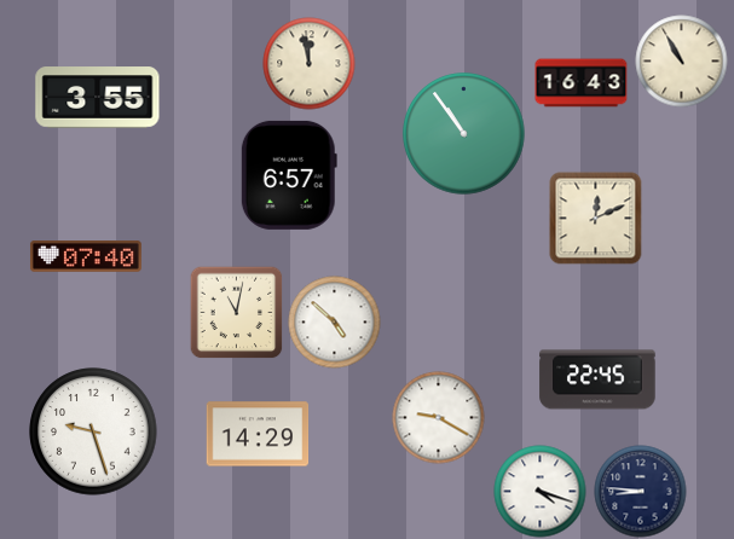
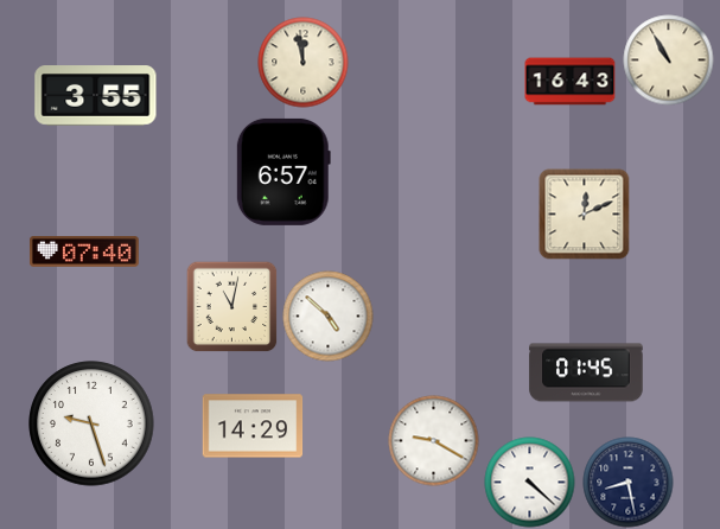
clock at (464, 134): 10:54 -> none
clock at (597, 379): 22:45 -> 01:45
clock at (439, 418) position: (439, 418) -> (434, 441)
clock at (541, 492): 4:18 -> 4:22
clock at (641, 492): 8:46 -> 8:28
